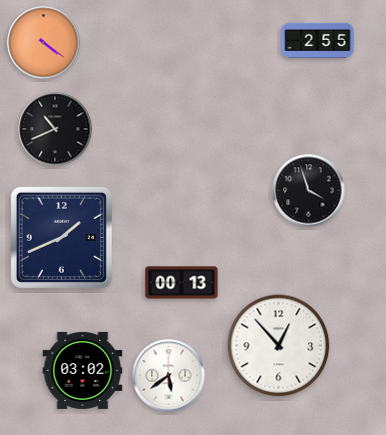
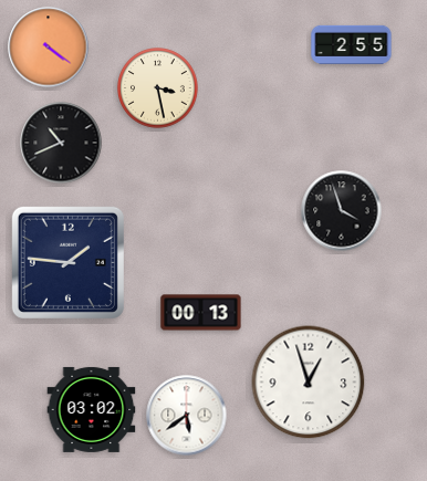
clock at (158, 88): none -> 3:28
clock at (61, 237): 1:41 -> 1:46
clock at (279, 346): 12:53 -> 12:57
